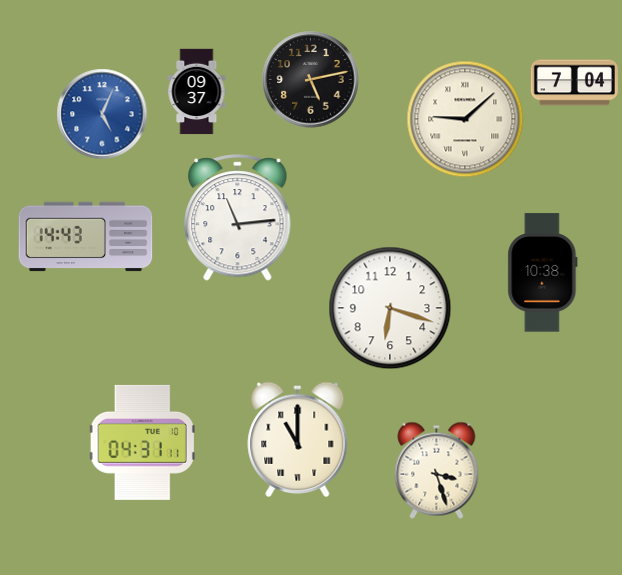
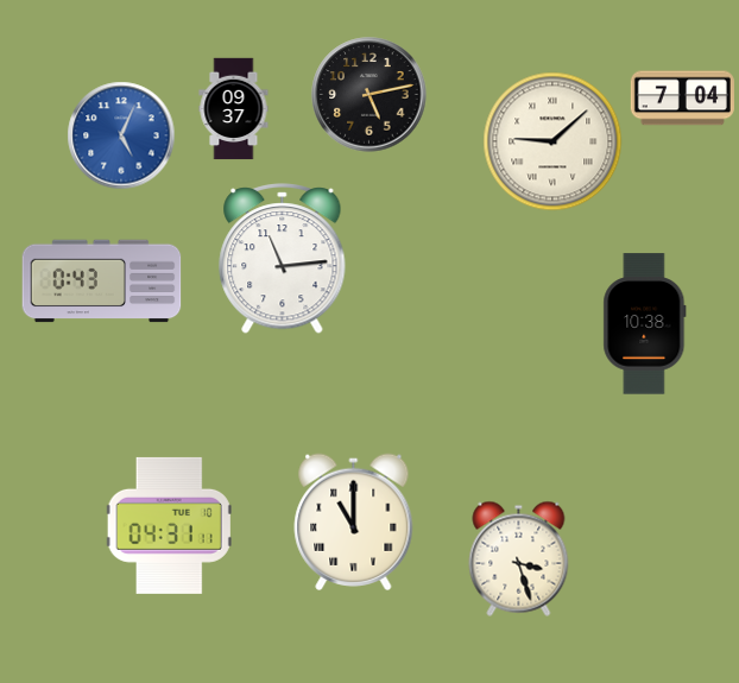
clock at (86, 237): 14:43 -> 0:43
clock at (390, 308): 6:18 -> none
